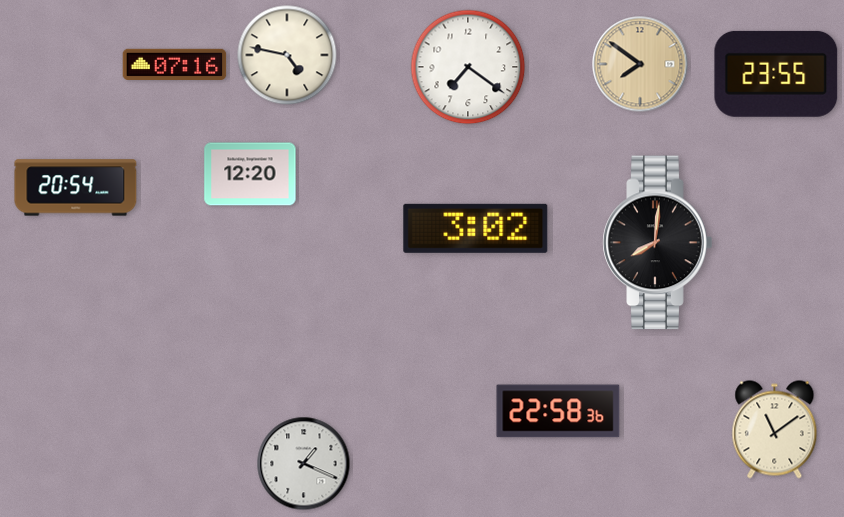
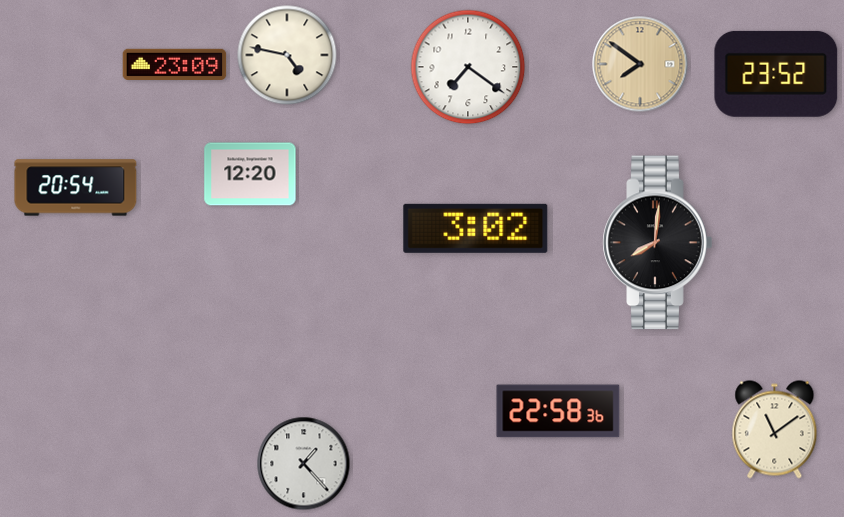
clock at (175, 64): 07:16 -> 23:09
clock at (776, 74): 23:55 -> 23:52
clock at (304, 464): 1:19 -> 1:23
